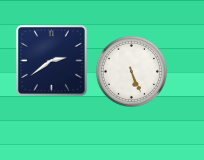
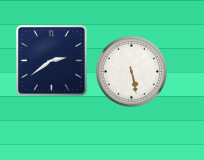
clock at (131, 71): 5:26 -> 5:28
